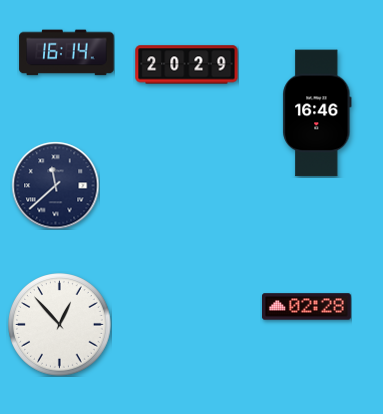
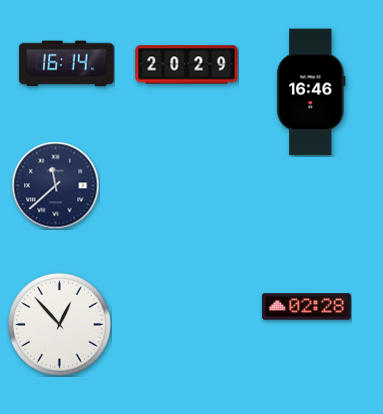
clock at (67, 53) position: (67, 53) -> (67, 64)
clock at (317, 113) position: (317, 113) -> (311, 92)
